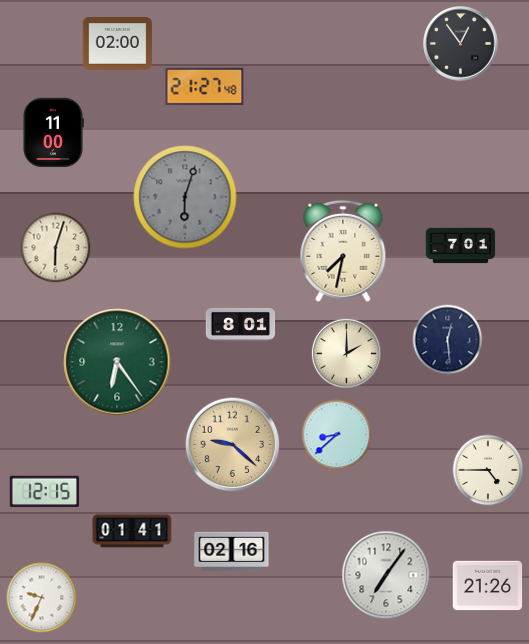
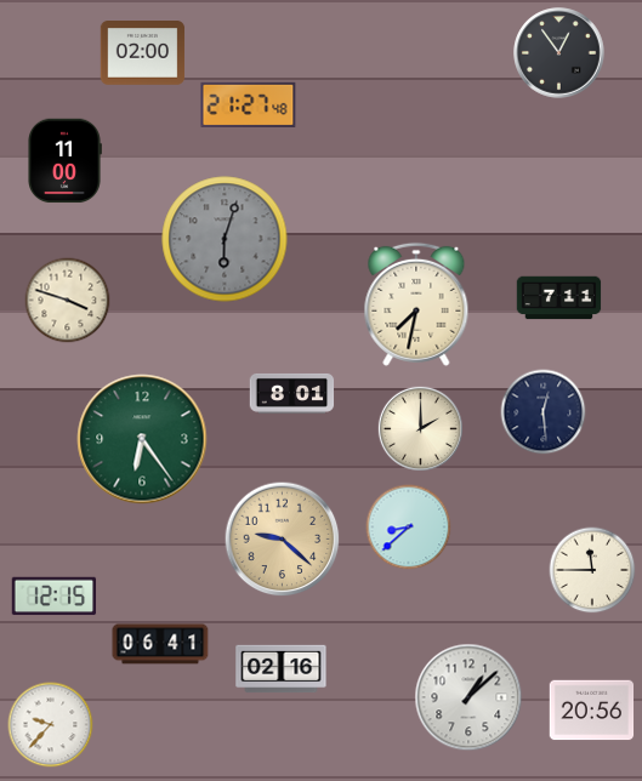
clock at (461, 246): 7:01 -> 7:11
clock at (56, 248): 6:03 -> 3:48
clock at (488, 470): 4:45 -> 11:45
clock at (132, 531): 01:41 -> 06:41
clock at (386, 575): 7:06 -> 1:08
clock at (488, 586): 21:26 -> 20:56
clock at (42, 598): 9:34 -> 9:37
